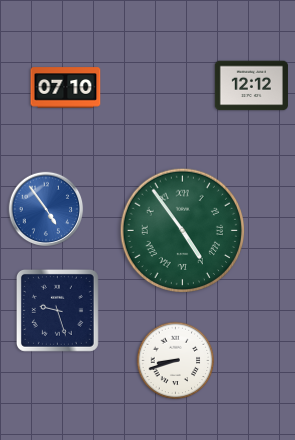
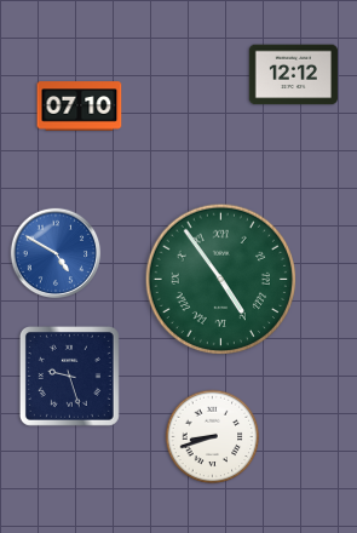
clock at (251, 86) position: (251, 86) -> (293, 75)
clock at (46, 209): 4:54 -> 4:50
